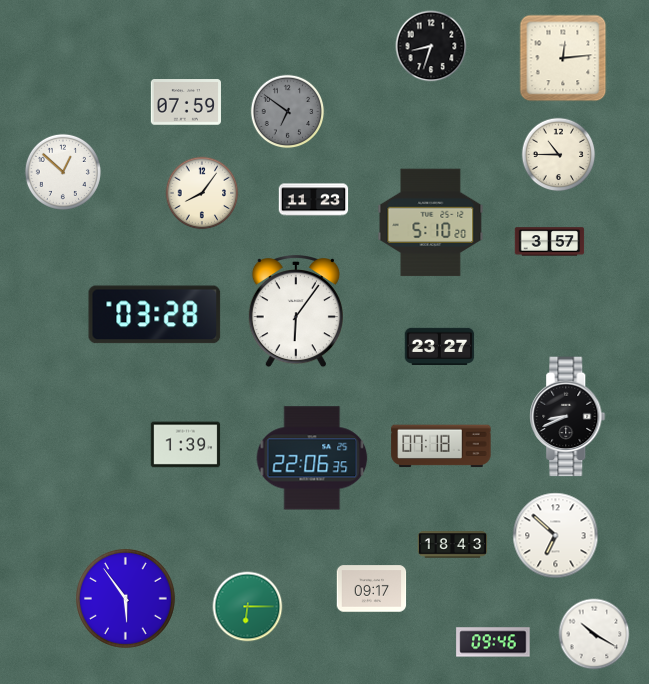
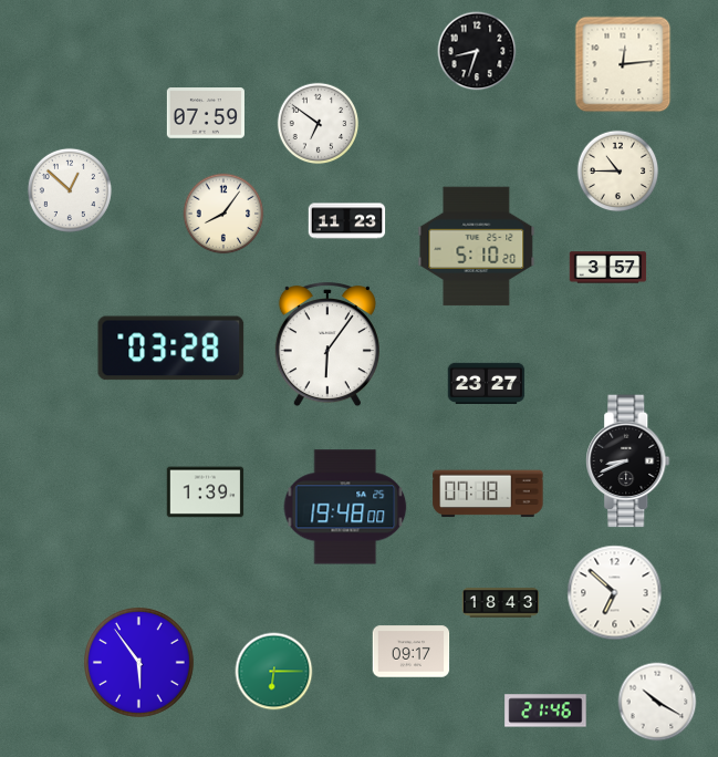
clock at (288, 112) dial: grey -> white
clock at (312, 458): 22:06 -> 19:48
clock at (493, 642): 09:46 -> 21:46
